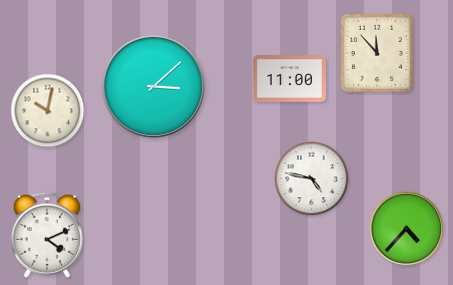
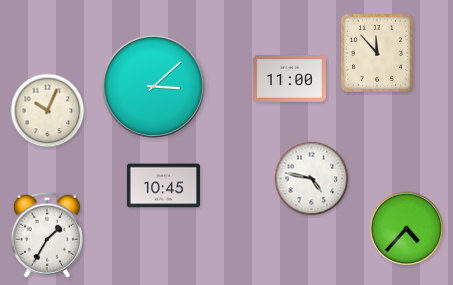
clock at (48, 111): 10:02 -> 10:04
clock at (163, 186): none -> 10:45
clock at (47, 235): 4:11 -> 1:35
